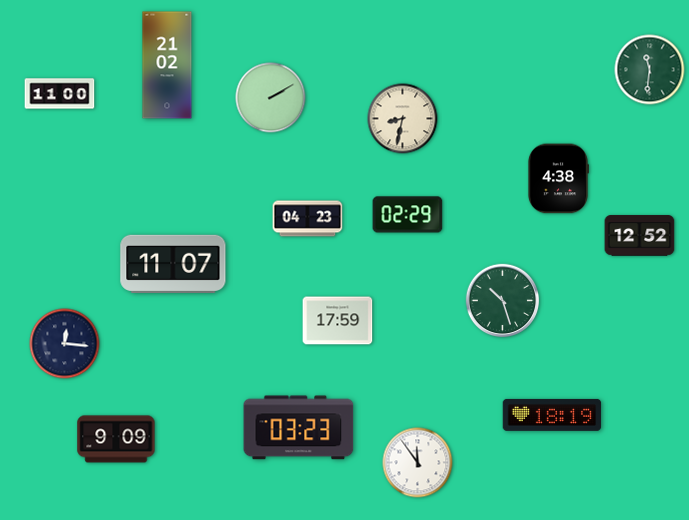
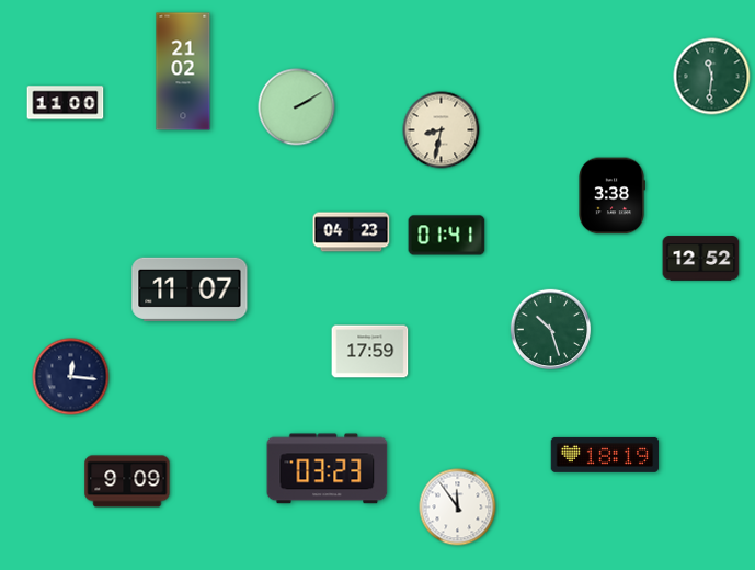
clock at (558, 179): 4:38 -> 3:38
clock at (408, 215): 02:29 -> 01:41
clock at (308, 219) position: (308, 219) -> (352, 232)
